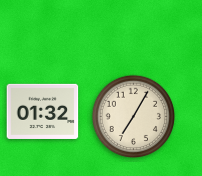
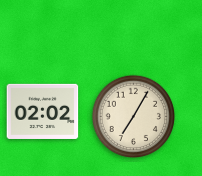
clock at (43, 111): 01:32 -> 02:02
